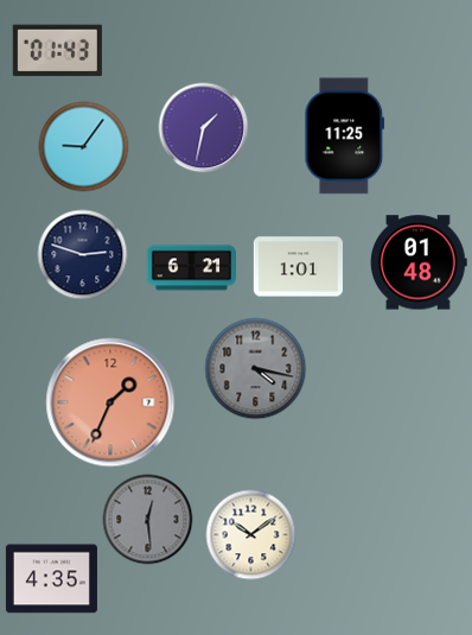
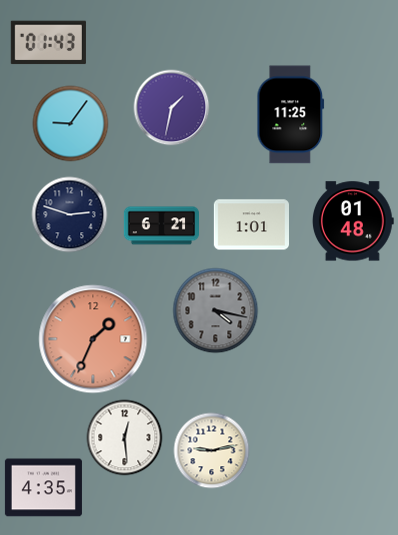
clock at (148, 520) dial: grey -> white
clock at (251, 535): 10:09 -> 9:13
